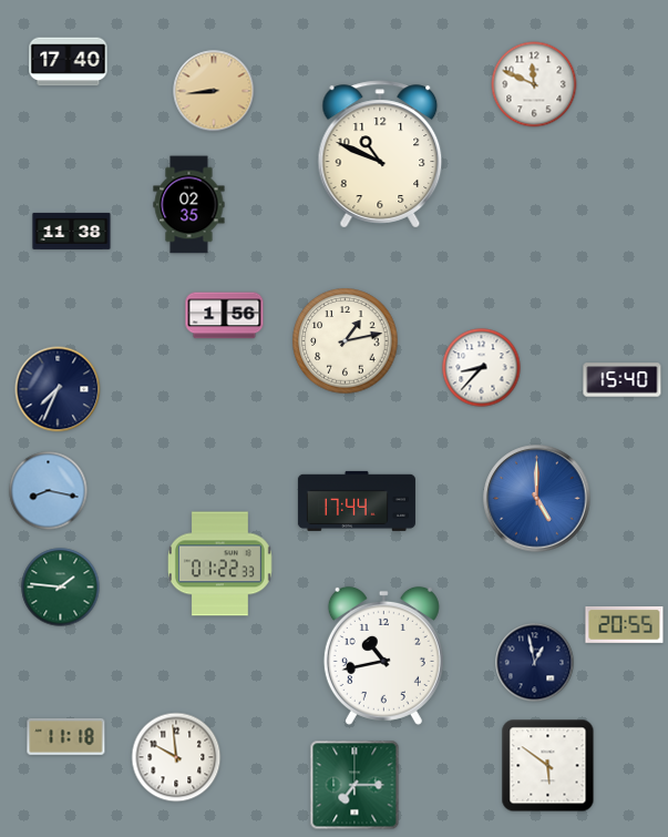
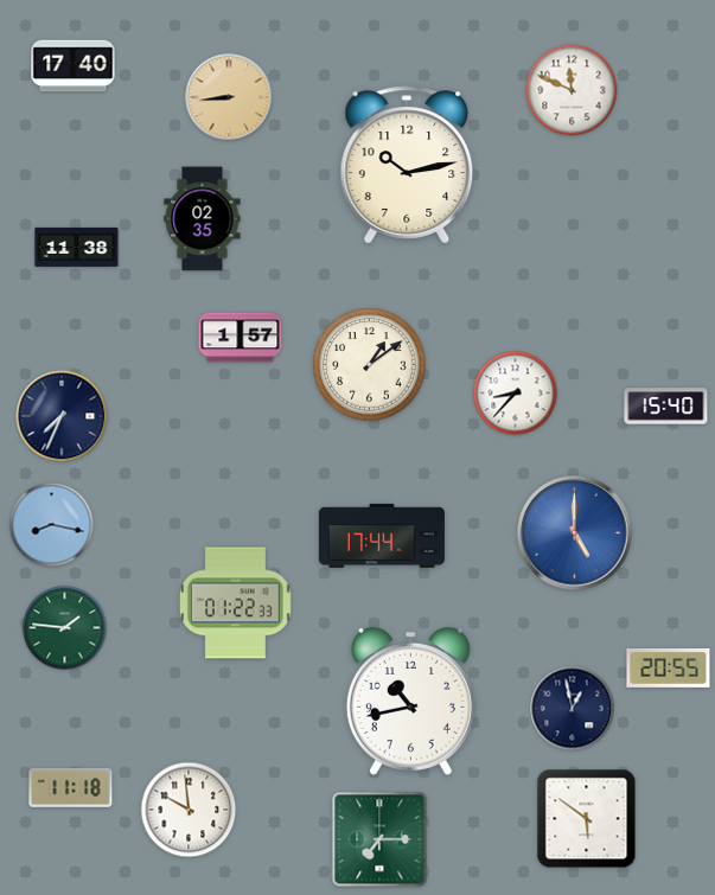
clock at (380, 154): 10:49 -> 10:13
clock at (225, 316): 1:56 -> 1:57
clock at (346, 341): 1:13 -> 1:09
